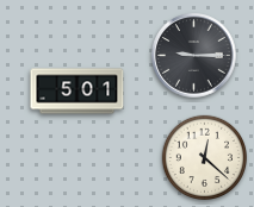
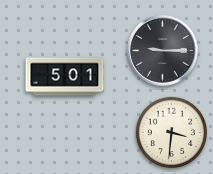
clock at (194, 56) position: (194, 56) -> (163, 51)
clock at (204, 157): 12:22 -> 3:31
